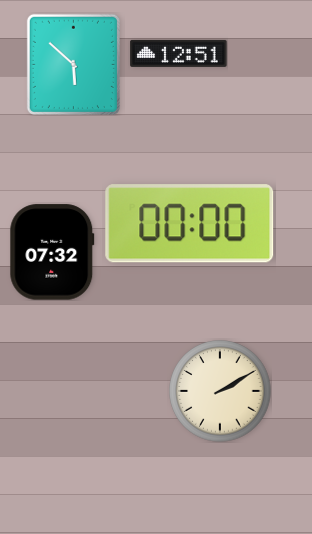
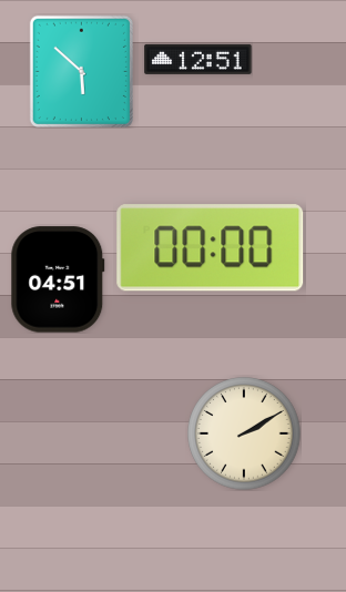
clock at (52, 252): 07:32 -> 04:51
